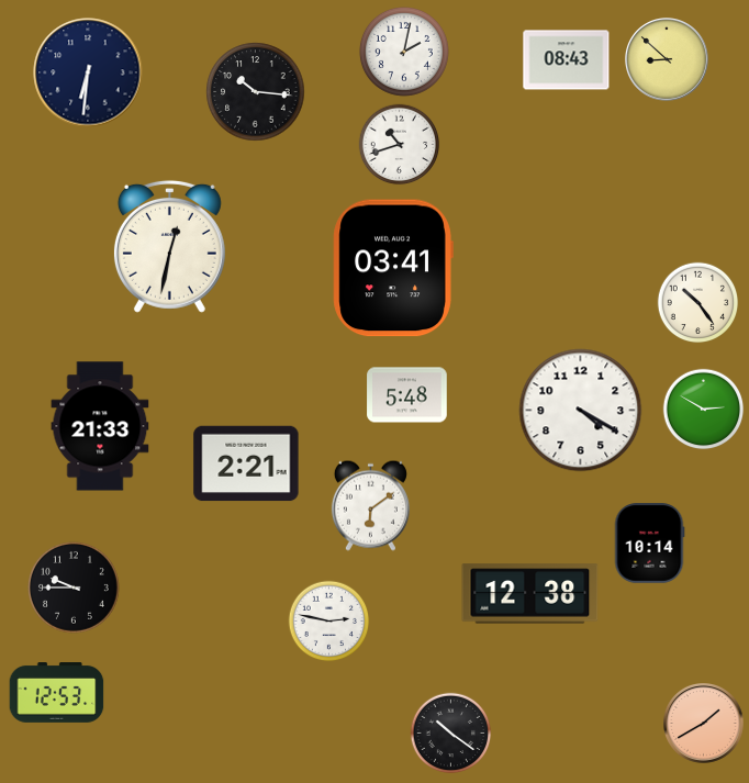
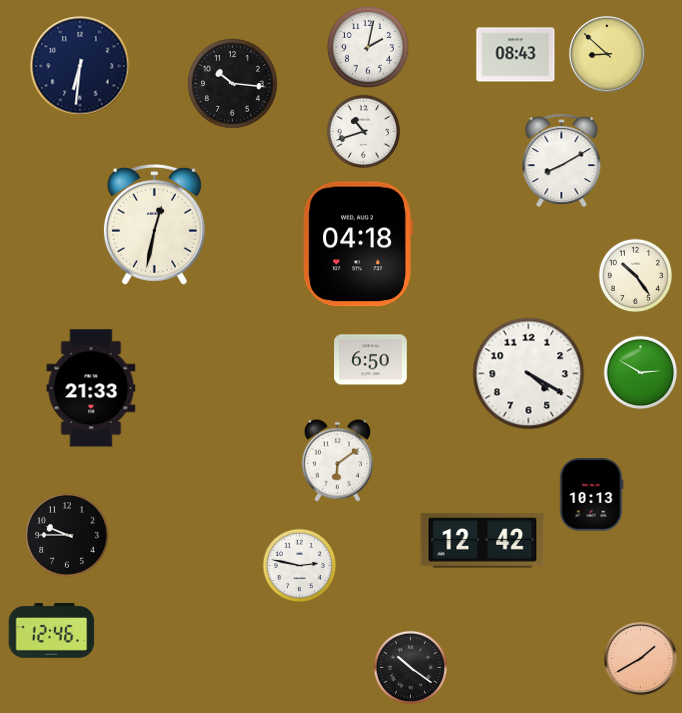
clock at (562, 161): none -> 8:10
clock at (393, 268): 03:41 -> 04:18
clock at (407, 395): 5:48 -> 6:50
clock at (246, 463): 2:21 -> none
clock at (649, 544): 10:14 -> 10:13
clock at (530, 594): 12:38 -> 12:42
clock at (57, 693): 12:53 -> 12:46
